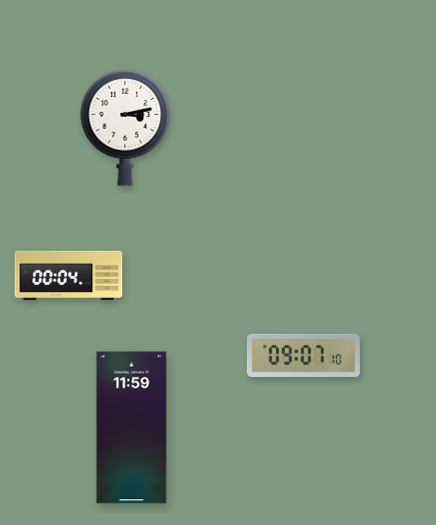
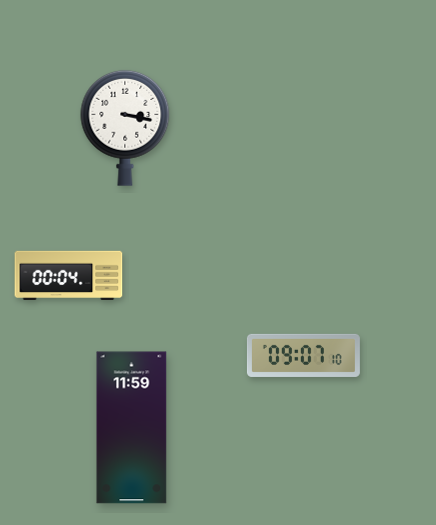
clock at (125, 128): 3:13 -> 3:17
